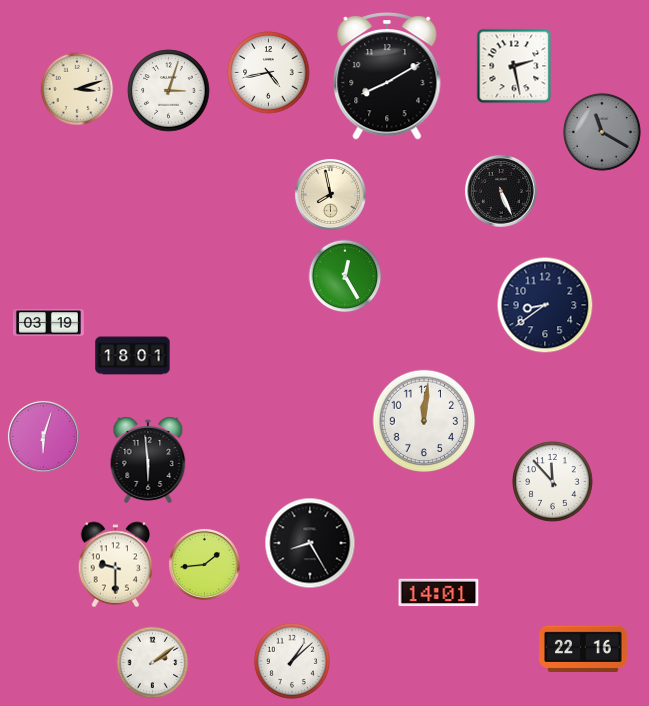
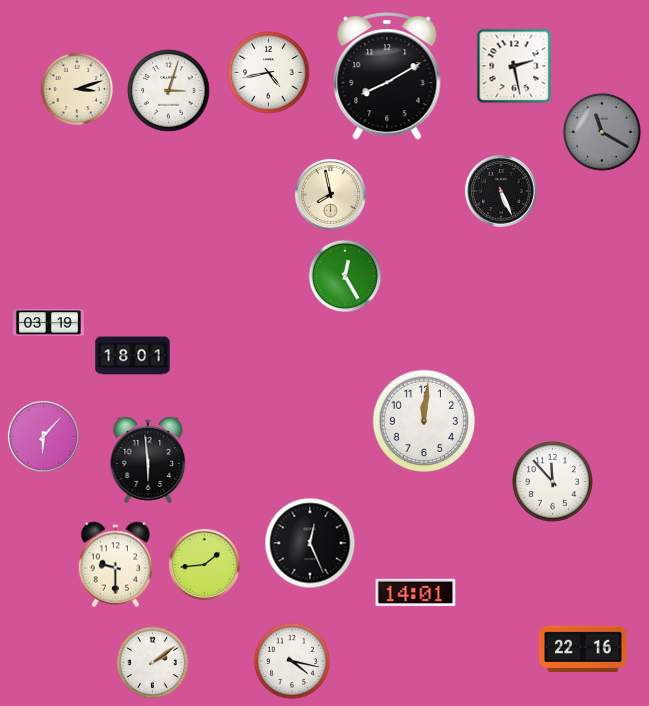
clock at (545, 305): 8:39 -> none
clock at (43, 436): 6:03 -> 6:07
clock at (310, 543): 8:25 -> 12:26
clock at (439, 593) position: (439, 593) -> (416, 593)
clock at (292, 661): 1:08 -> 4:17
